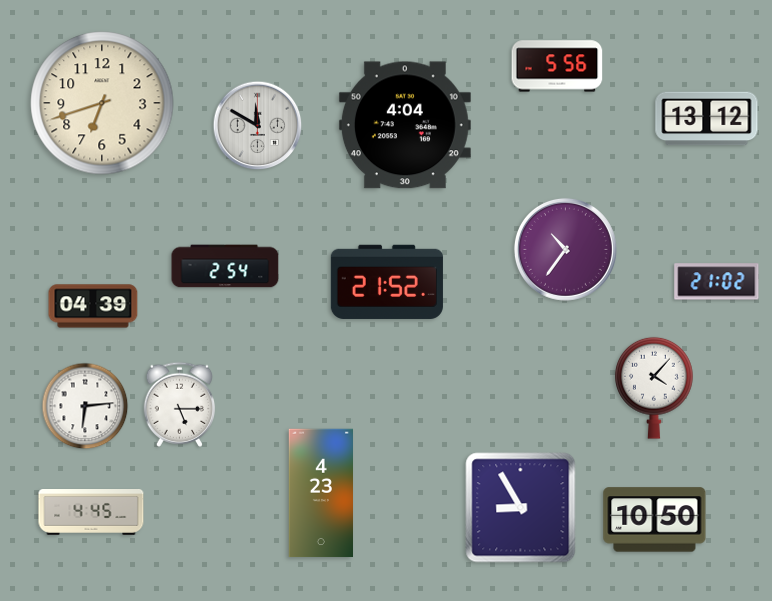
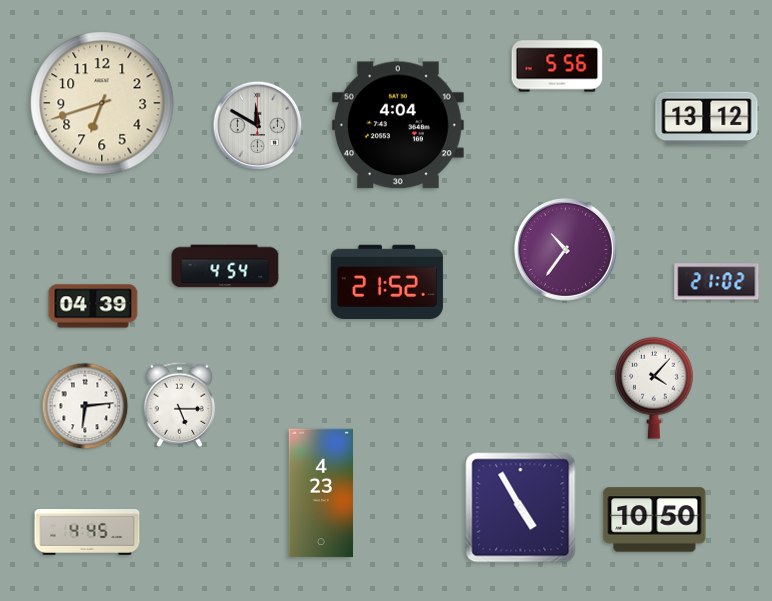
clock at (405, 125) position: (405, 125) -> (398, 125)
clock at (225, 266): 2:54 -> 4:54
clock at (521, 508): 8:55 -> 4:55
clock at (91, 512) position: (91, 512) -> (87, 532)
